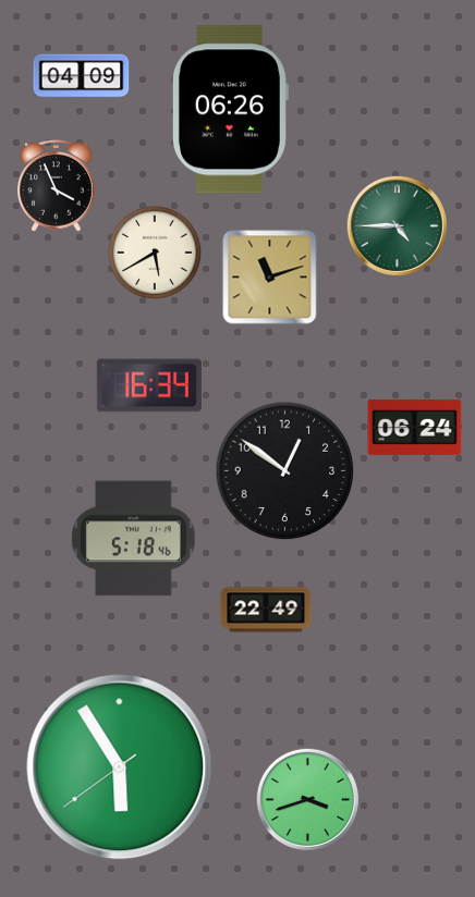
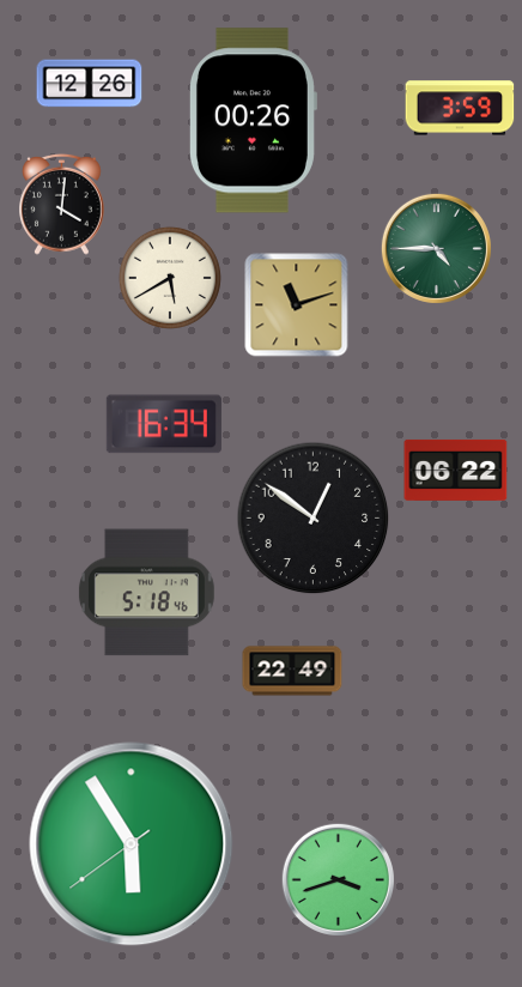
clock at (82, 76): 04:09 -> 12:26
clock at (460, 108): none -> 3:59
clock at (230, 110): 06:26 -> 00:26
clock at (57, 185): 3:56 -> 4:01
clock at (415, 427): 06:24 -> 06:22
